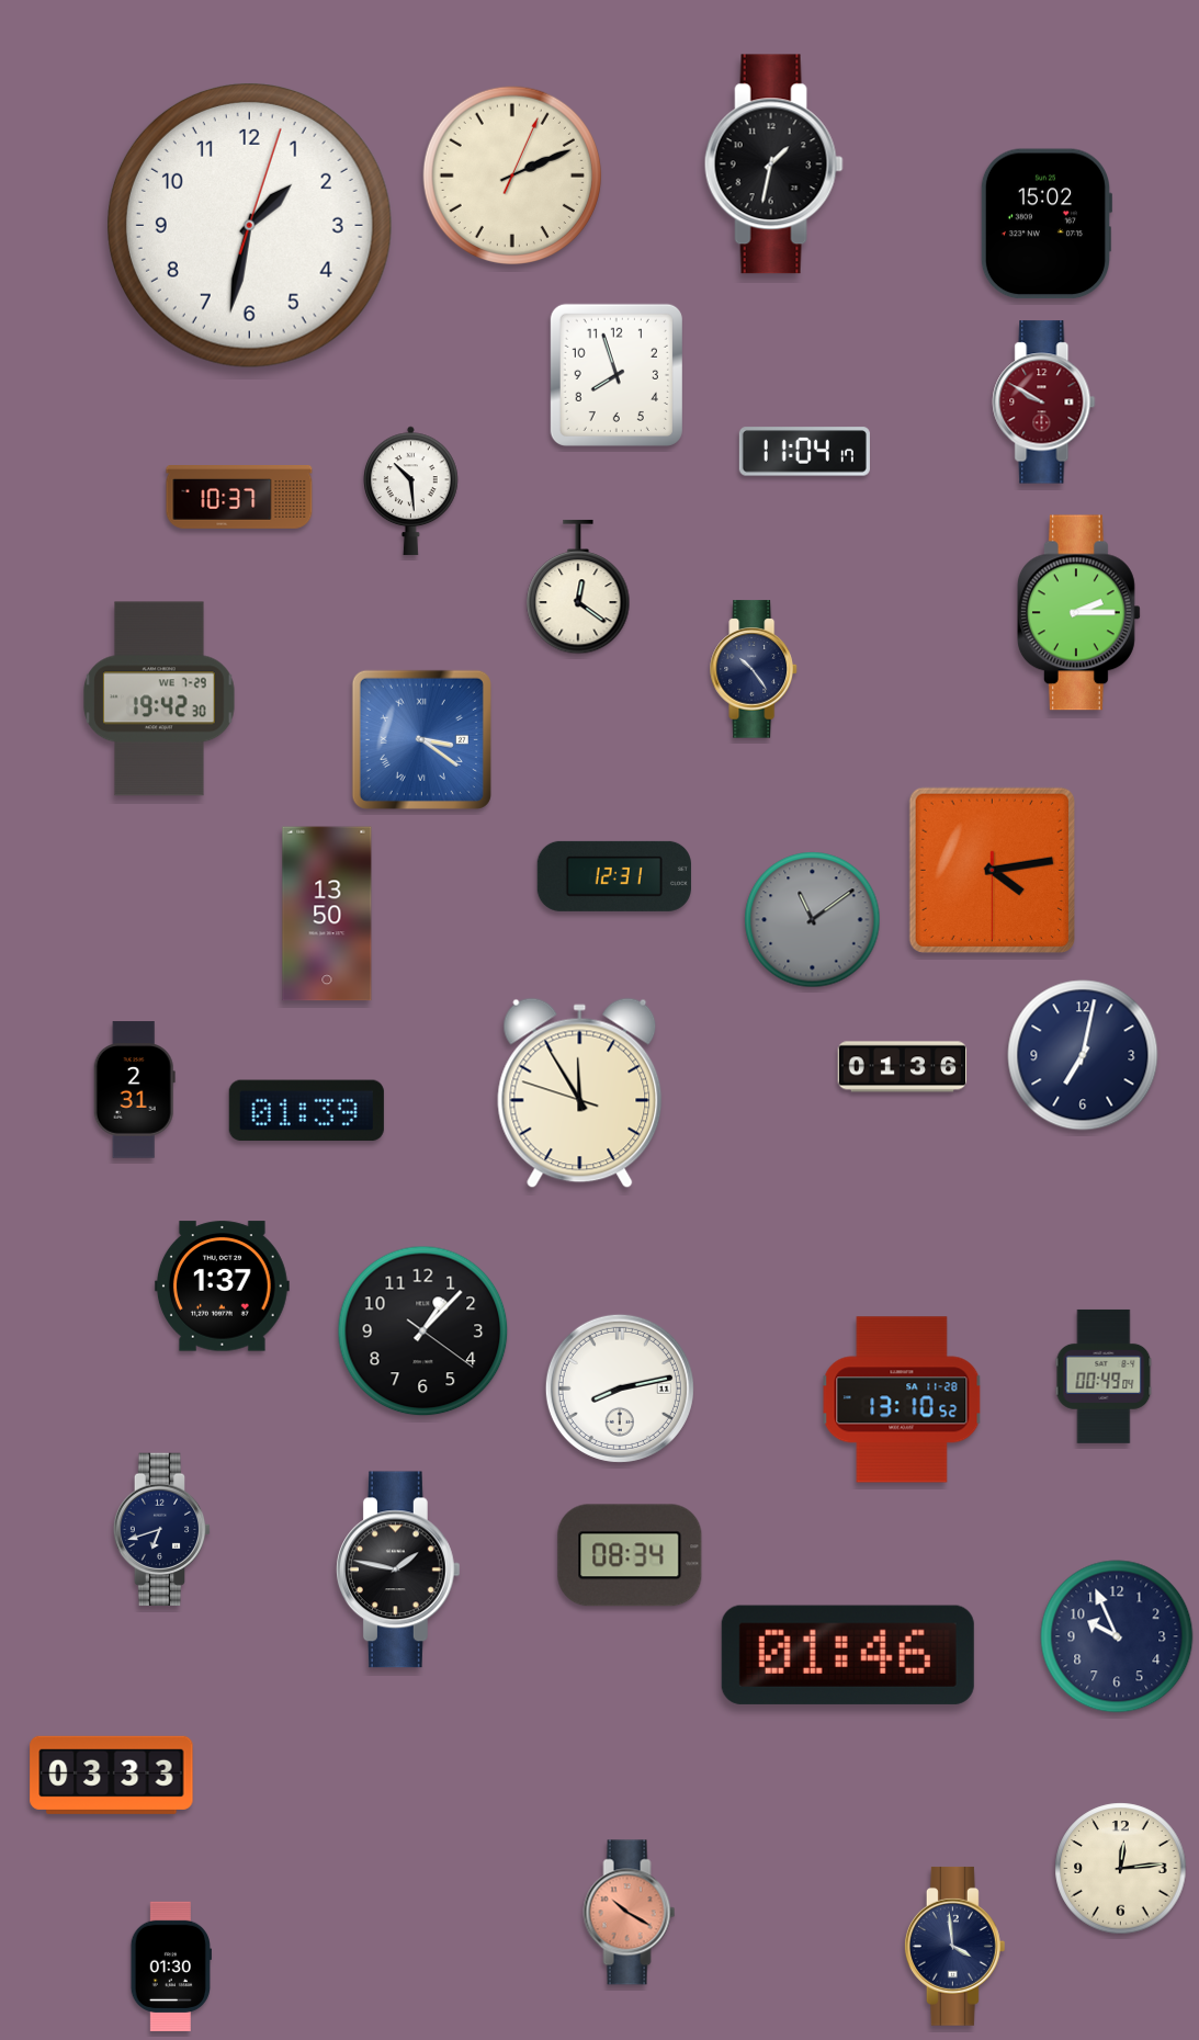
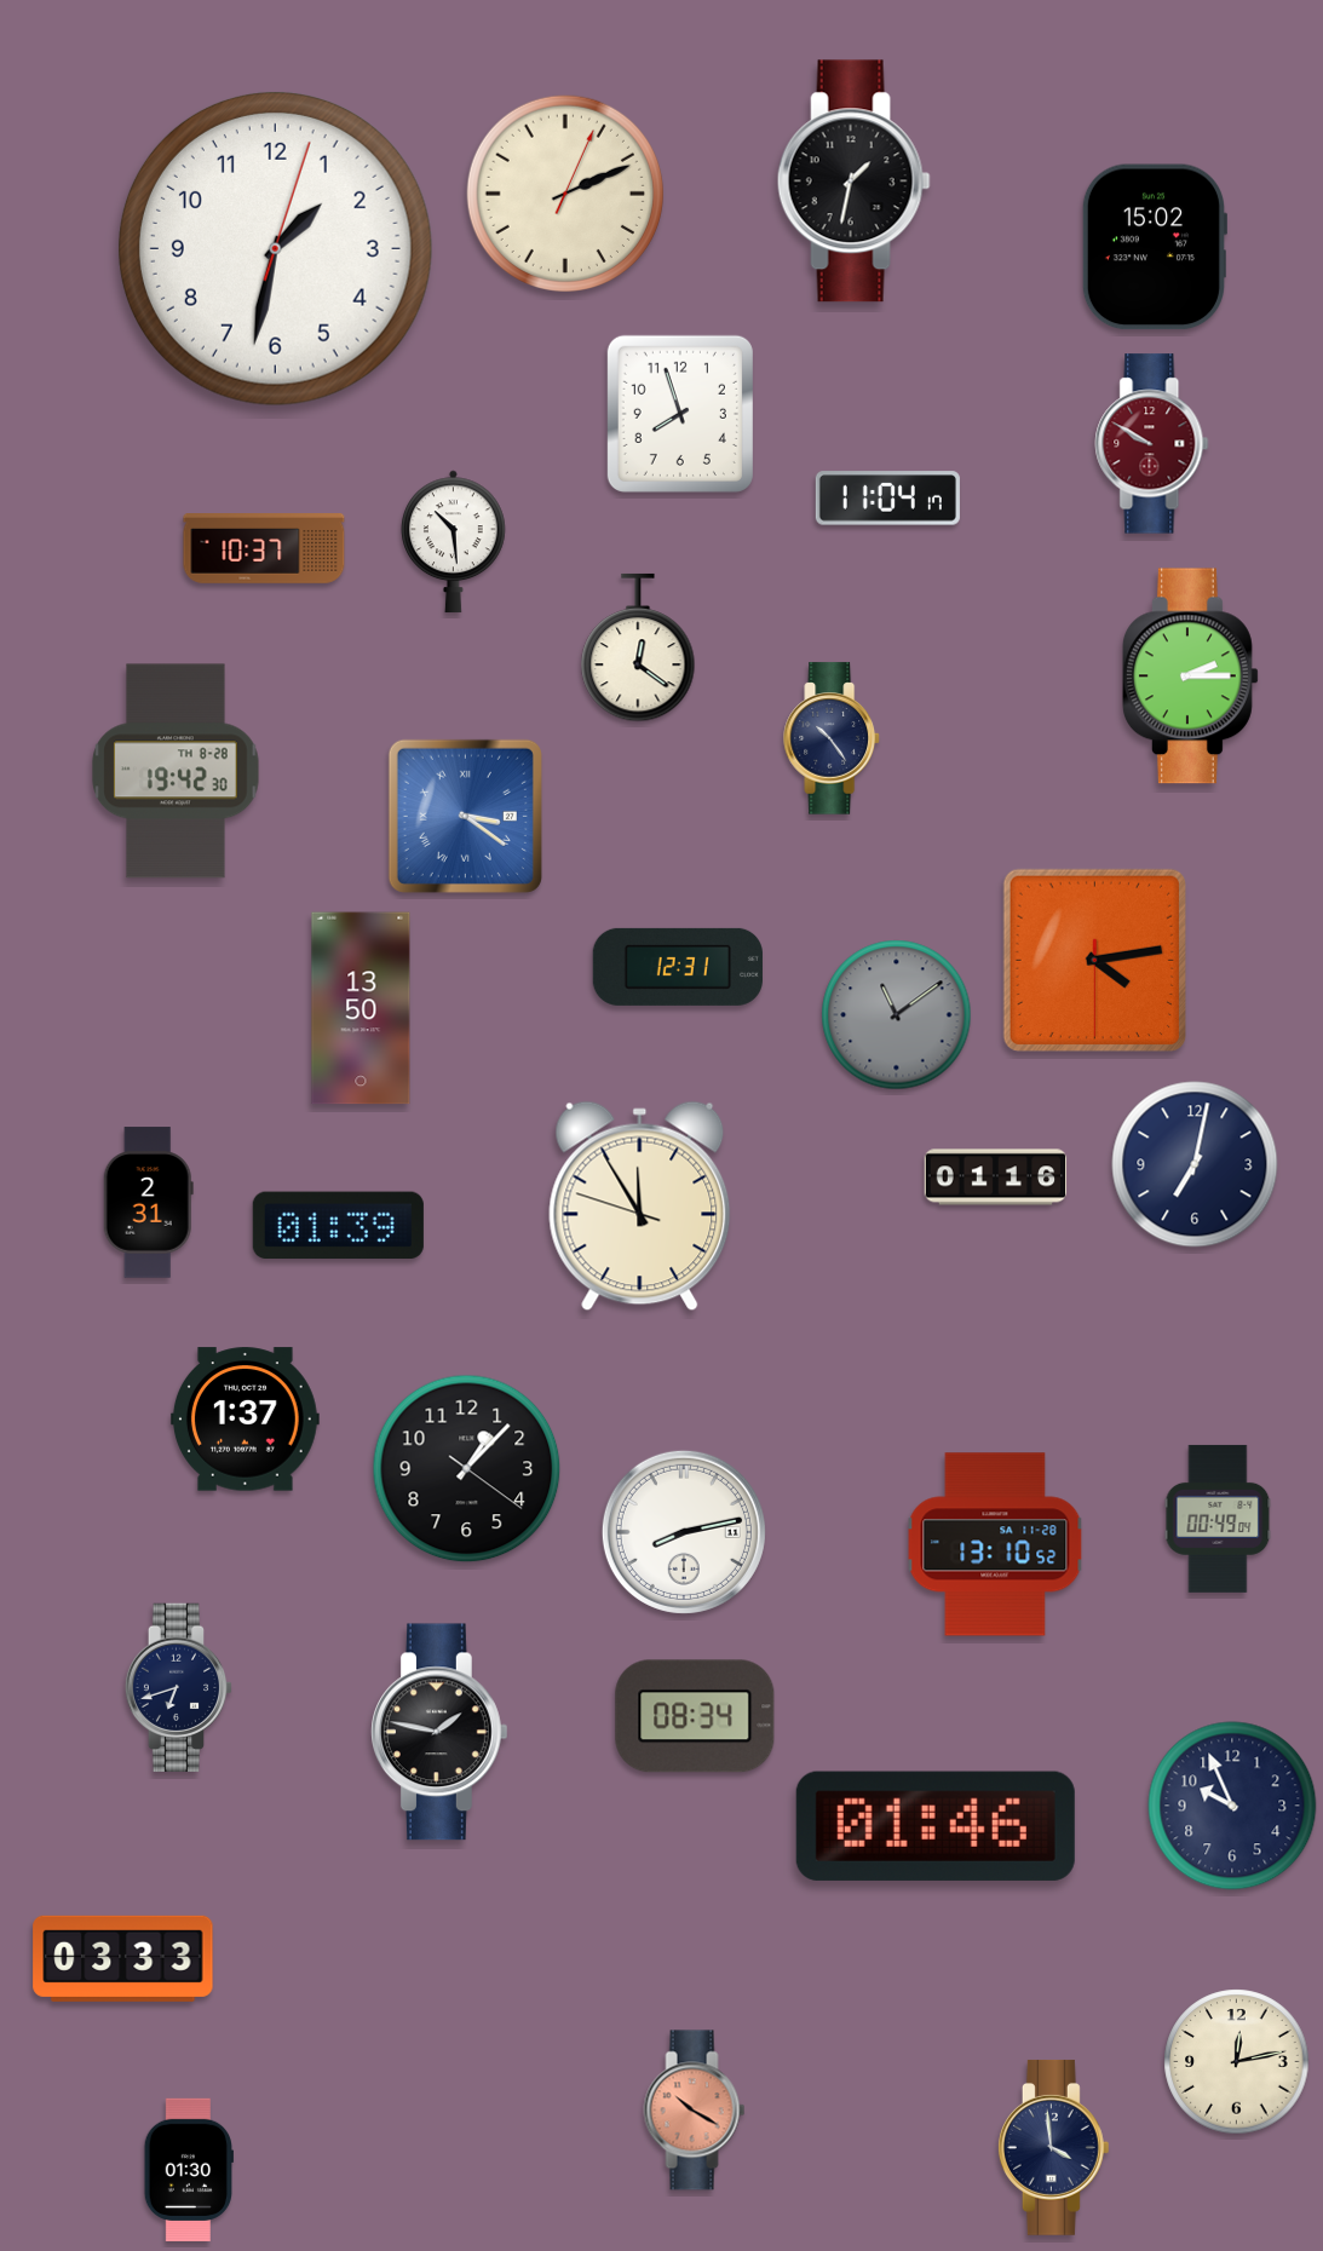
clock at (159, 699) date: WE 7-29 -> TH 8-28
clock at (903, 1067): 01:36 -> 01:16
clock at (1121, 1869): 12:14 -> 12:13
